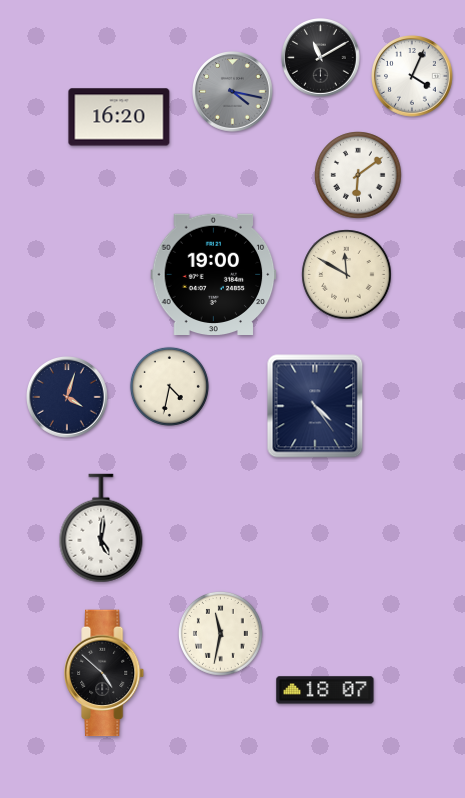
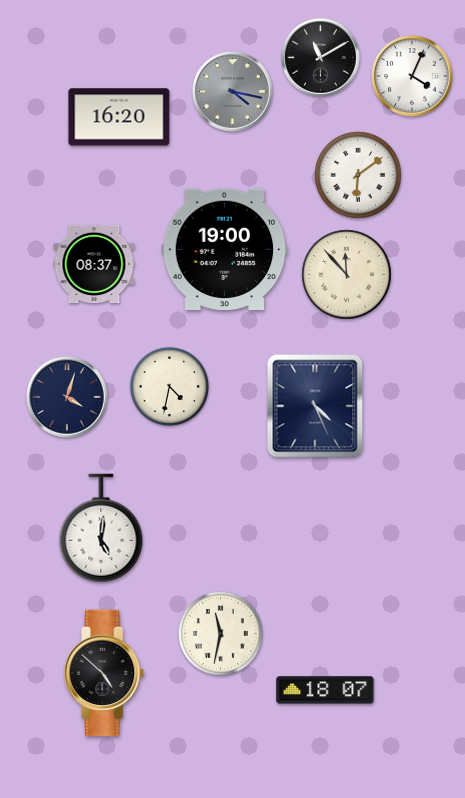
clock at (94, 264): none -> 08:37
clock at (214, 275) position: (214, 275) -> (225, 250)
clock at (347, 275): 11:50 -> 11:53
clock at (315, 406): 4:24 -> 4:26
